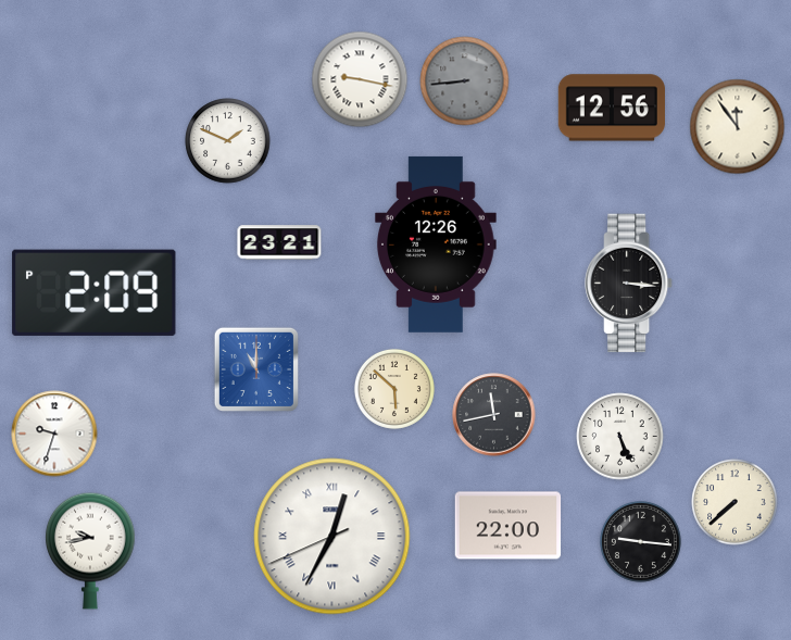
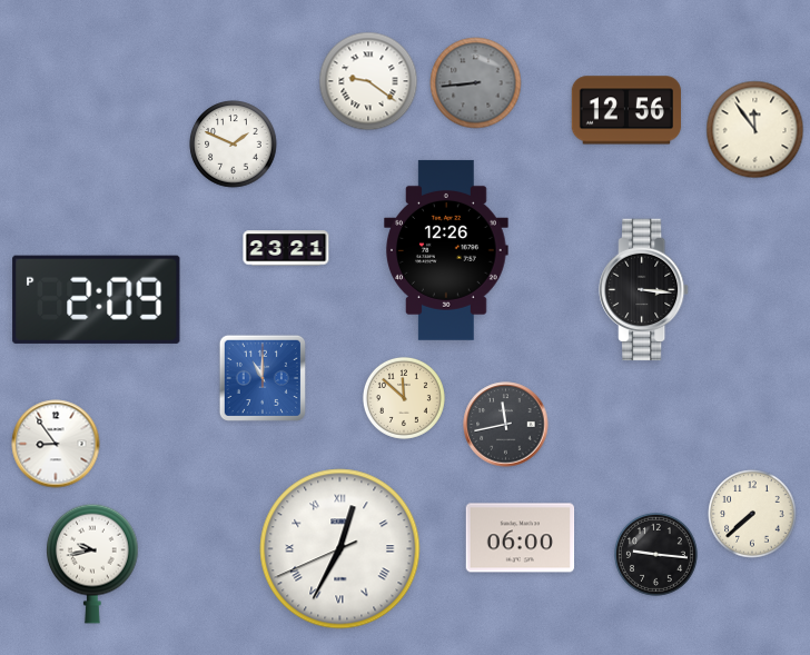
clock at (360, 79): 9:17 -> 9:21
clock at (394, 389): 5:52 -> 11:52
clock at (54, 434): 9:33 -> 8:54
clock at (620, 437): 5:26 -> none
clock at (508, 526): 22:00 -> 06:00
